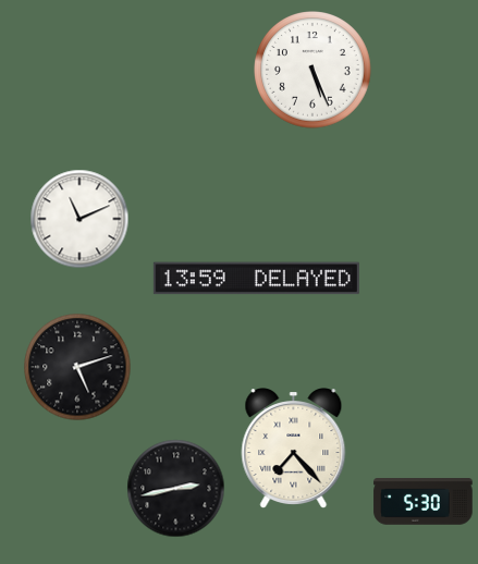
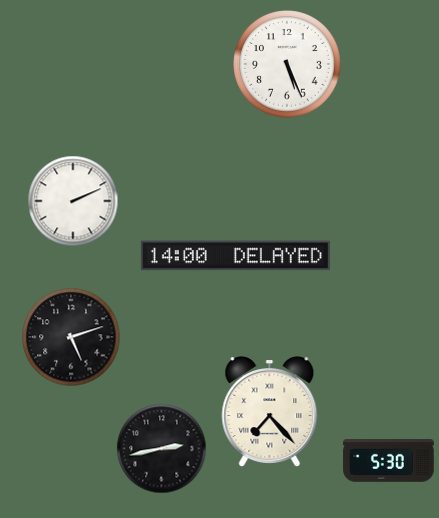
clock at (79, 219): 11:11 -> 2:11
clock at (256, 279): 13:59 -> 14:00
